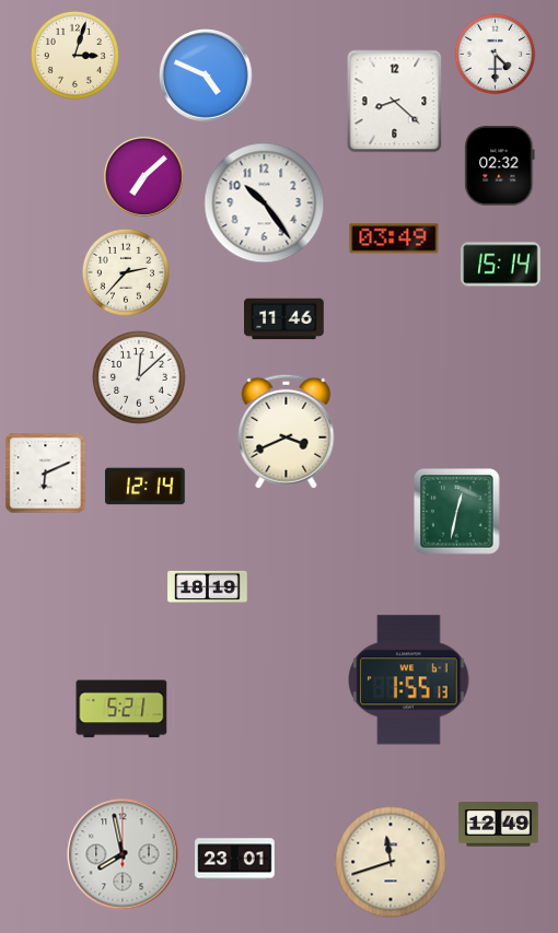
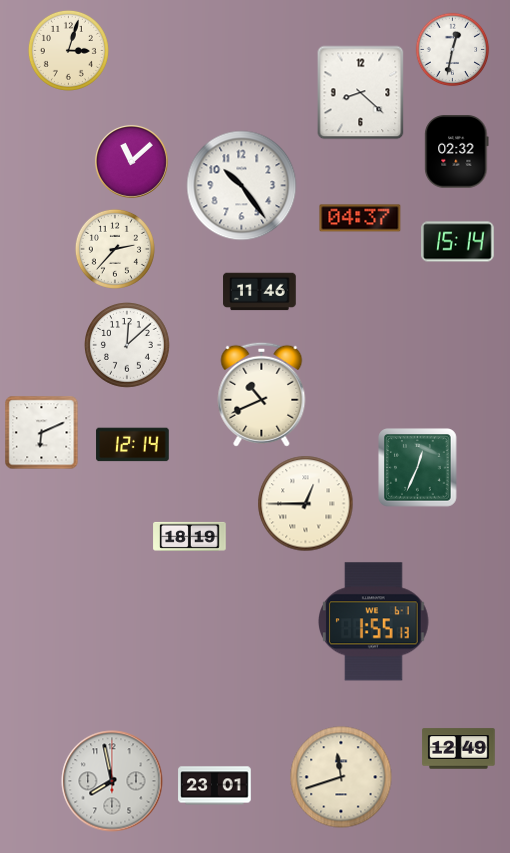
clock at (496, 55): 4:30 -> 12:32
clock at (206, 75): 4:49 -> none
clock at (143, 176): 7:08 -> 11:08
clock at (394, 238): 03:49 -> 04:37
clock at (287, 431): 3:41 -> 10:41
clock at (457, 512): 12:32 -> 12:34
clock at (306, 504): none -> 12:45
clock at (121, 709): 5:21 -> none
clock at (499, 825) position: (499, 825) -> (459, 749)
clock at (391, 862) position: (391, 862) -> (341, 777)
